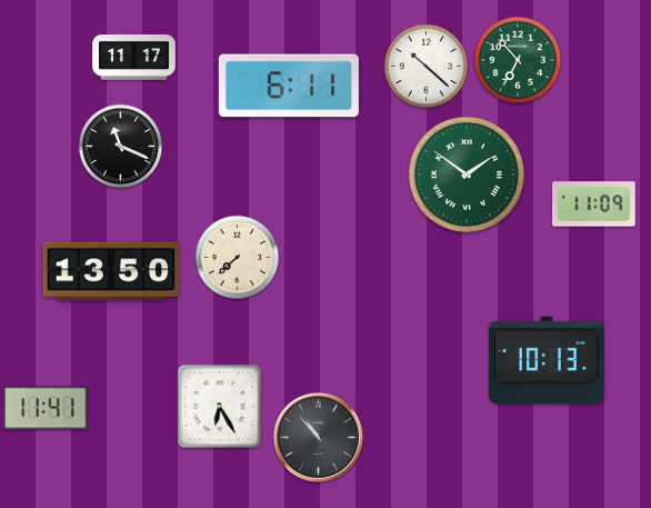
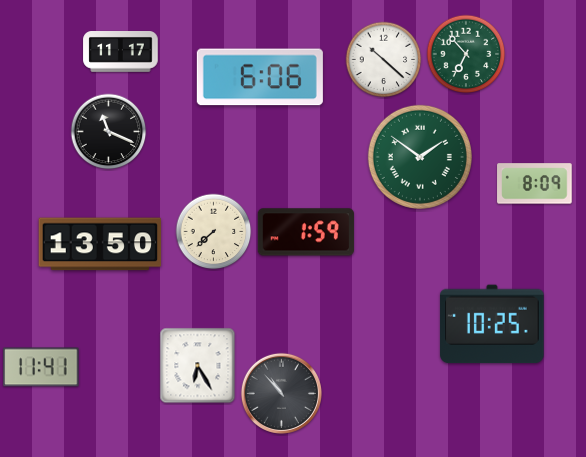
clock at (289, 86): 6:11 -> 6:06
clock at (594, 205): 11:09 -> 8:09
clock at (306, 232): none -> 1:59
clock at (547, 360): 10:13 -> 10:25
clock at (318, 437) position: (318, 437) -> (281, 393)
